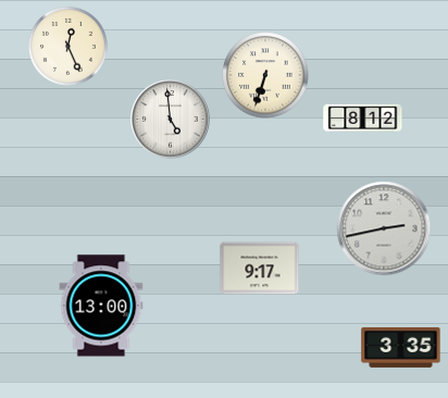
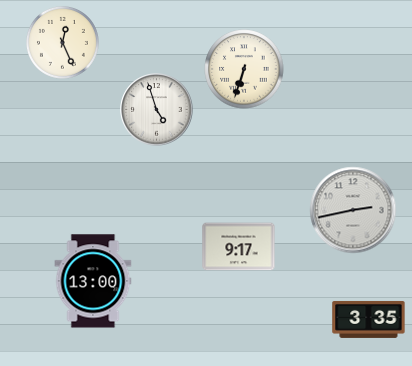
clock at (363, 119): 8:12 -> none
clock at (171, 120): 4:59 -> 4:57
